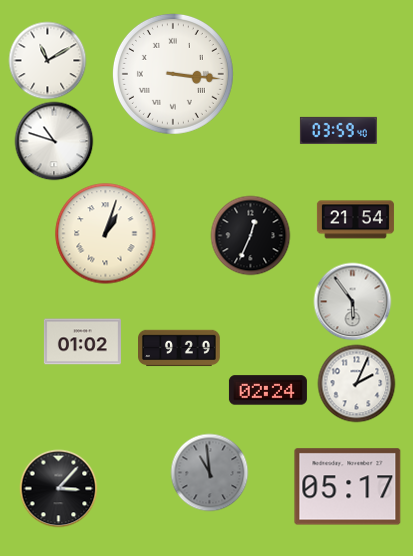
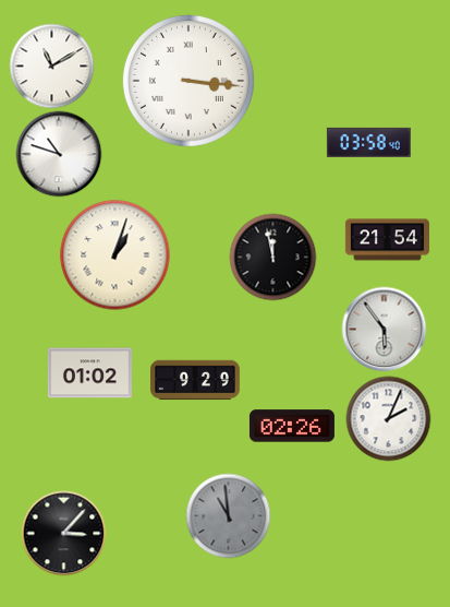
clock at (338, 130): 03:59 -> 03:58
clock at (250, 235): 12:34 -> 11:58
clock at (268, 390): 02:24 -> 02:26
clock at (348, 487): 05:17 -> none
